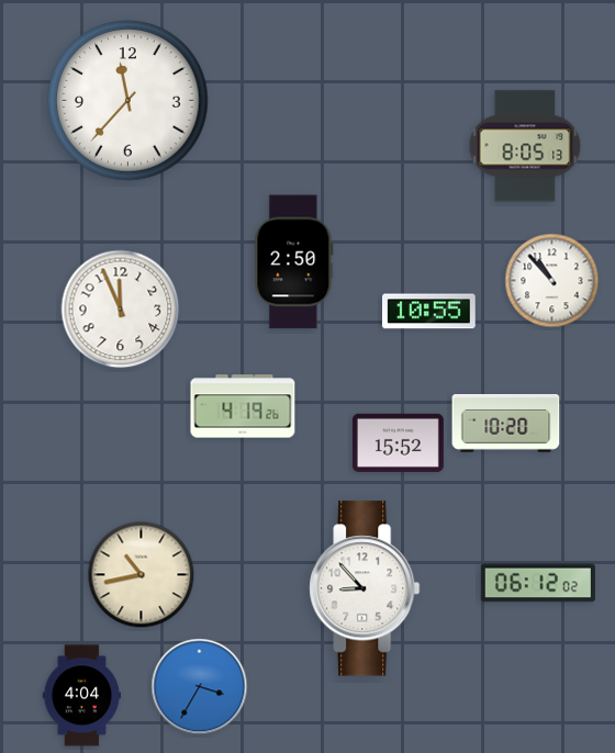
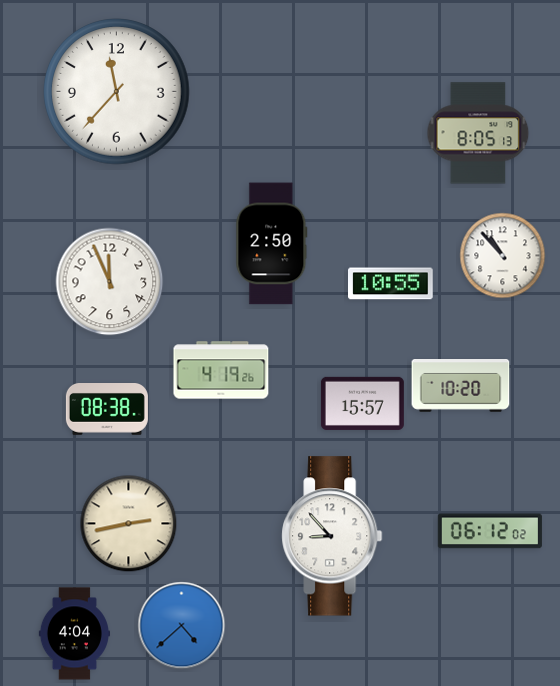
clock at (294, 262) position: (294, 262) -> (272, 244)
clock at (398, 442): 15:52 -> 15:57
clock at (107, 410): none -> 08:38
clock at (142, 575): 10:43 -> 2:43
clock at (200, 687): 3:35 -> 4:38
